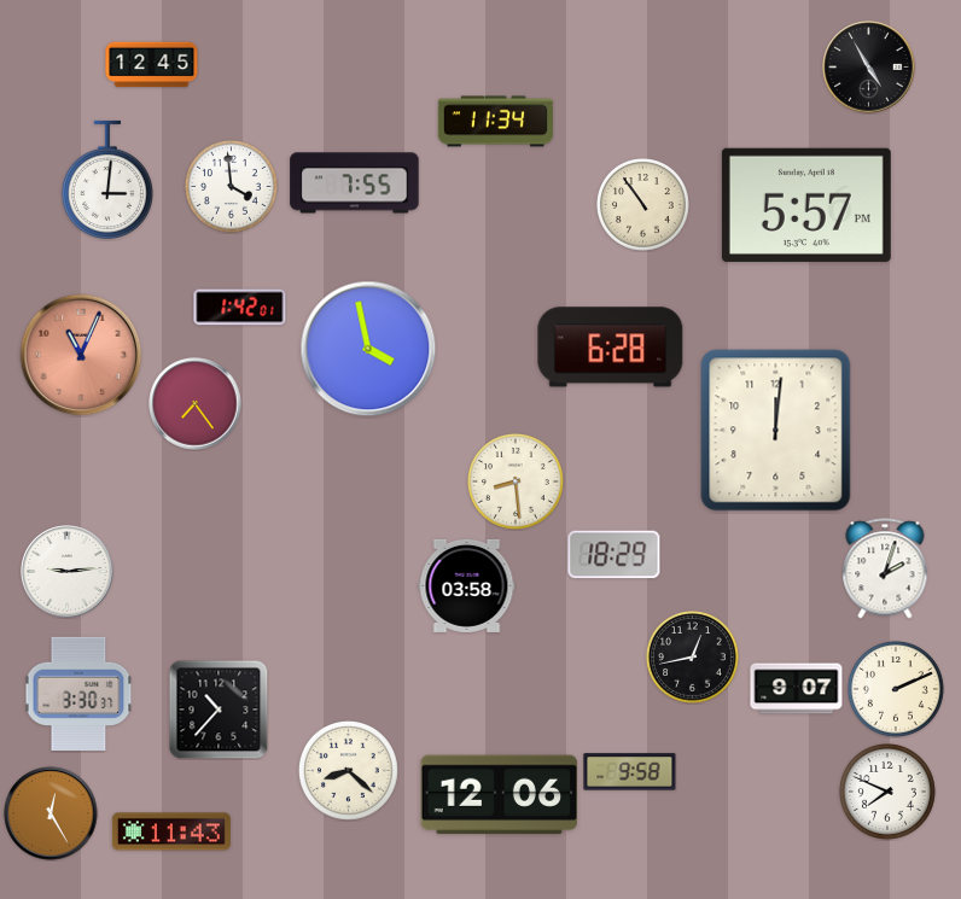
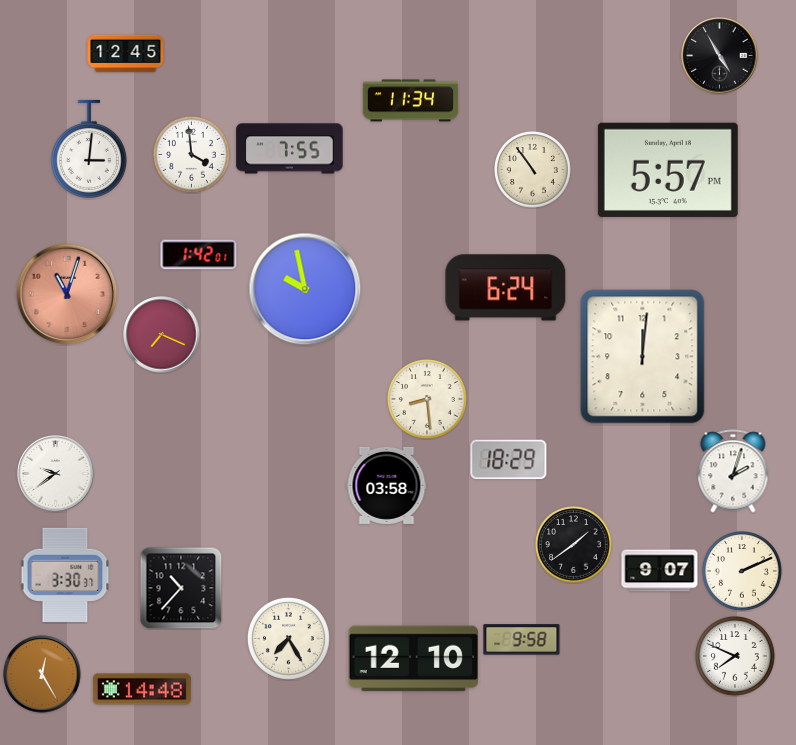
clock at (355, 183) position: (355, 183) -> (290, 149)
clock at (611, 348): 6:28 -> 6:24
clock at (368, 349): 3:58 -> 9:58
clock at (81, 355): 11:04 -> 11:03
clock at (196, 404): 7:24 -> 7:19
clock at (68, 572): 9:14 -> 9:39
clock at (693, 658): 12:43 -> 1:39
clock at (348, 770): 8:22 -> 7:25
clock at (500, 795): 12:06 -> 12:10
clock at (171, 831): 11:43 -> 14:48
